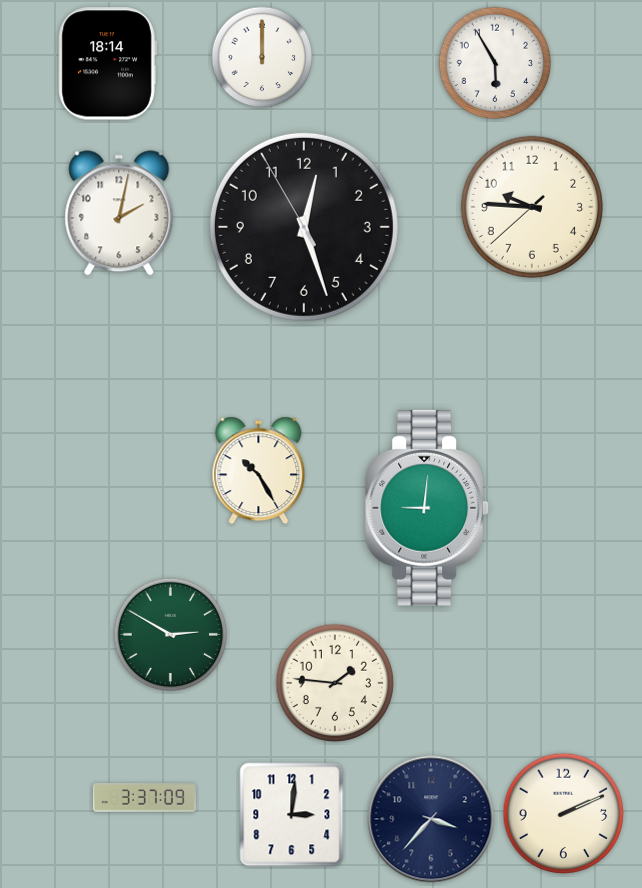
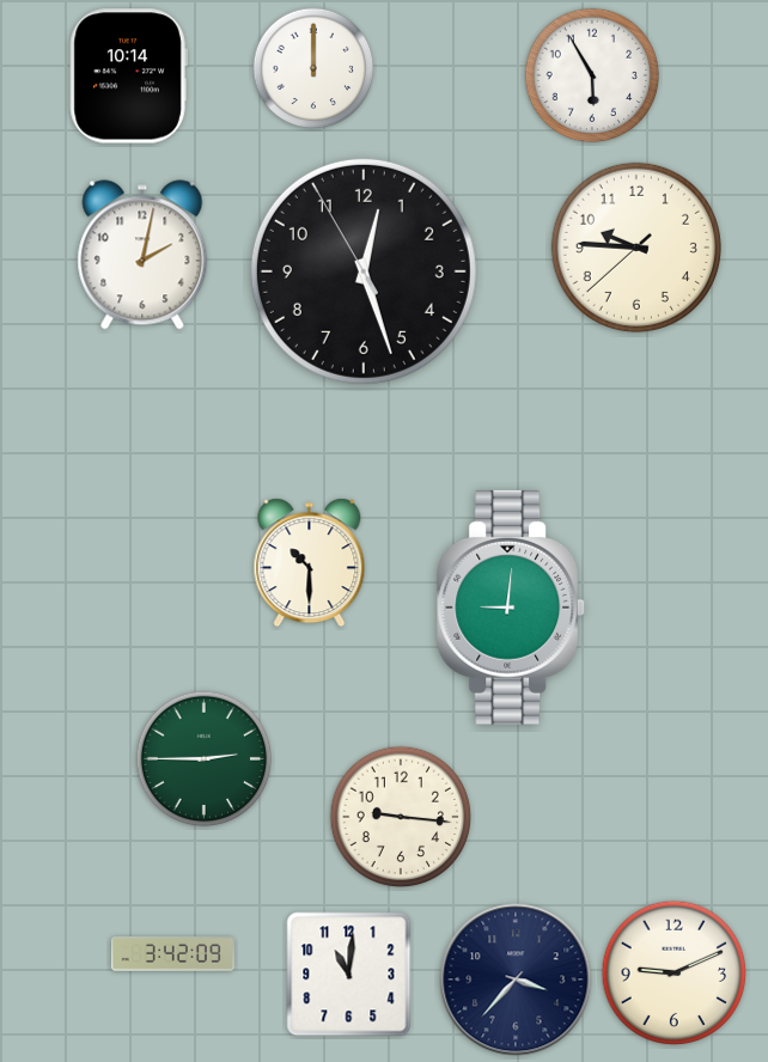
clock at (107, 64): 18:14 -> 10:14
clock at (259, 471): 10:25 -> 10:30
clock at (171, 635): 2:50 -> 2:45
clock at (335, 683): 1:46 -> 9:16
clock at (144, 798): 3:37 -> 3:42
clock at (564, 814): 2:11 -> 9:11
clock at (292, 815): 3:01 -> 11:01
